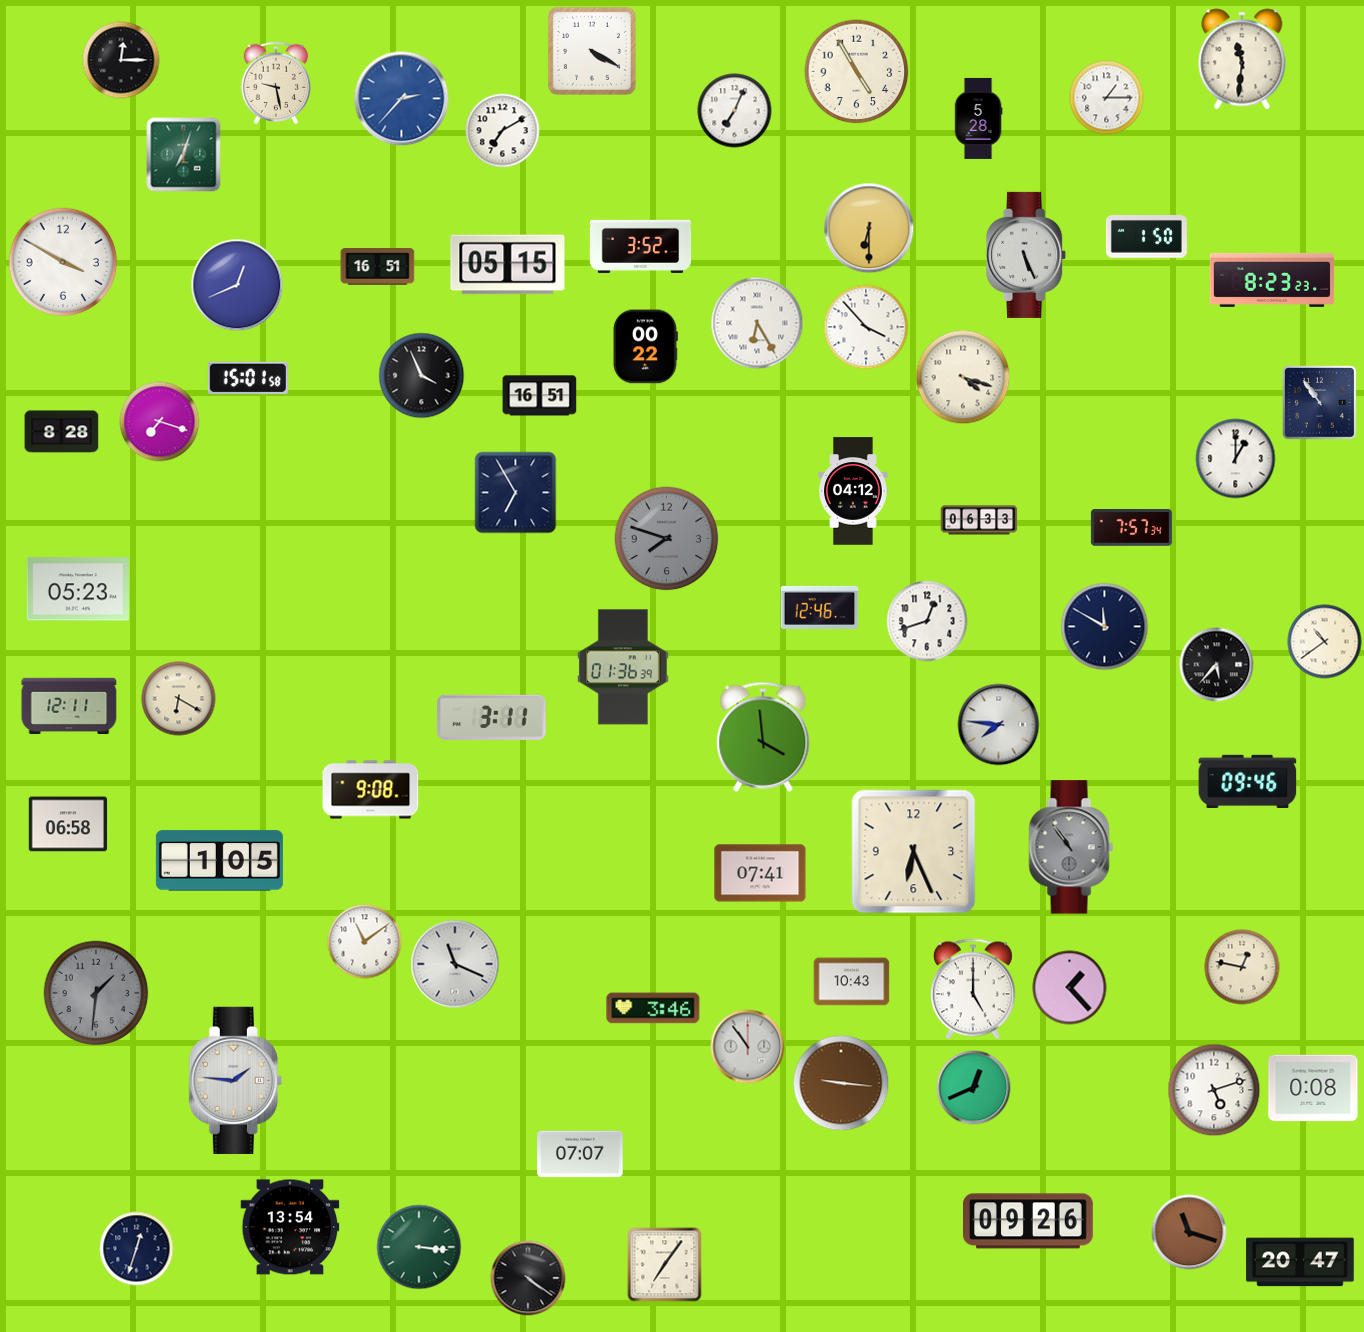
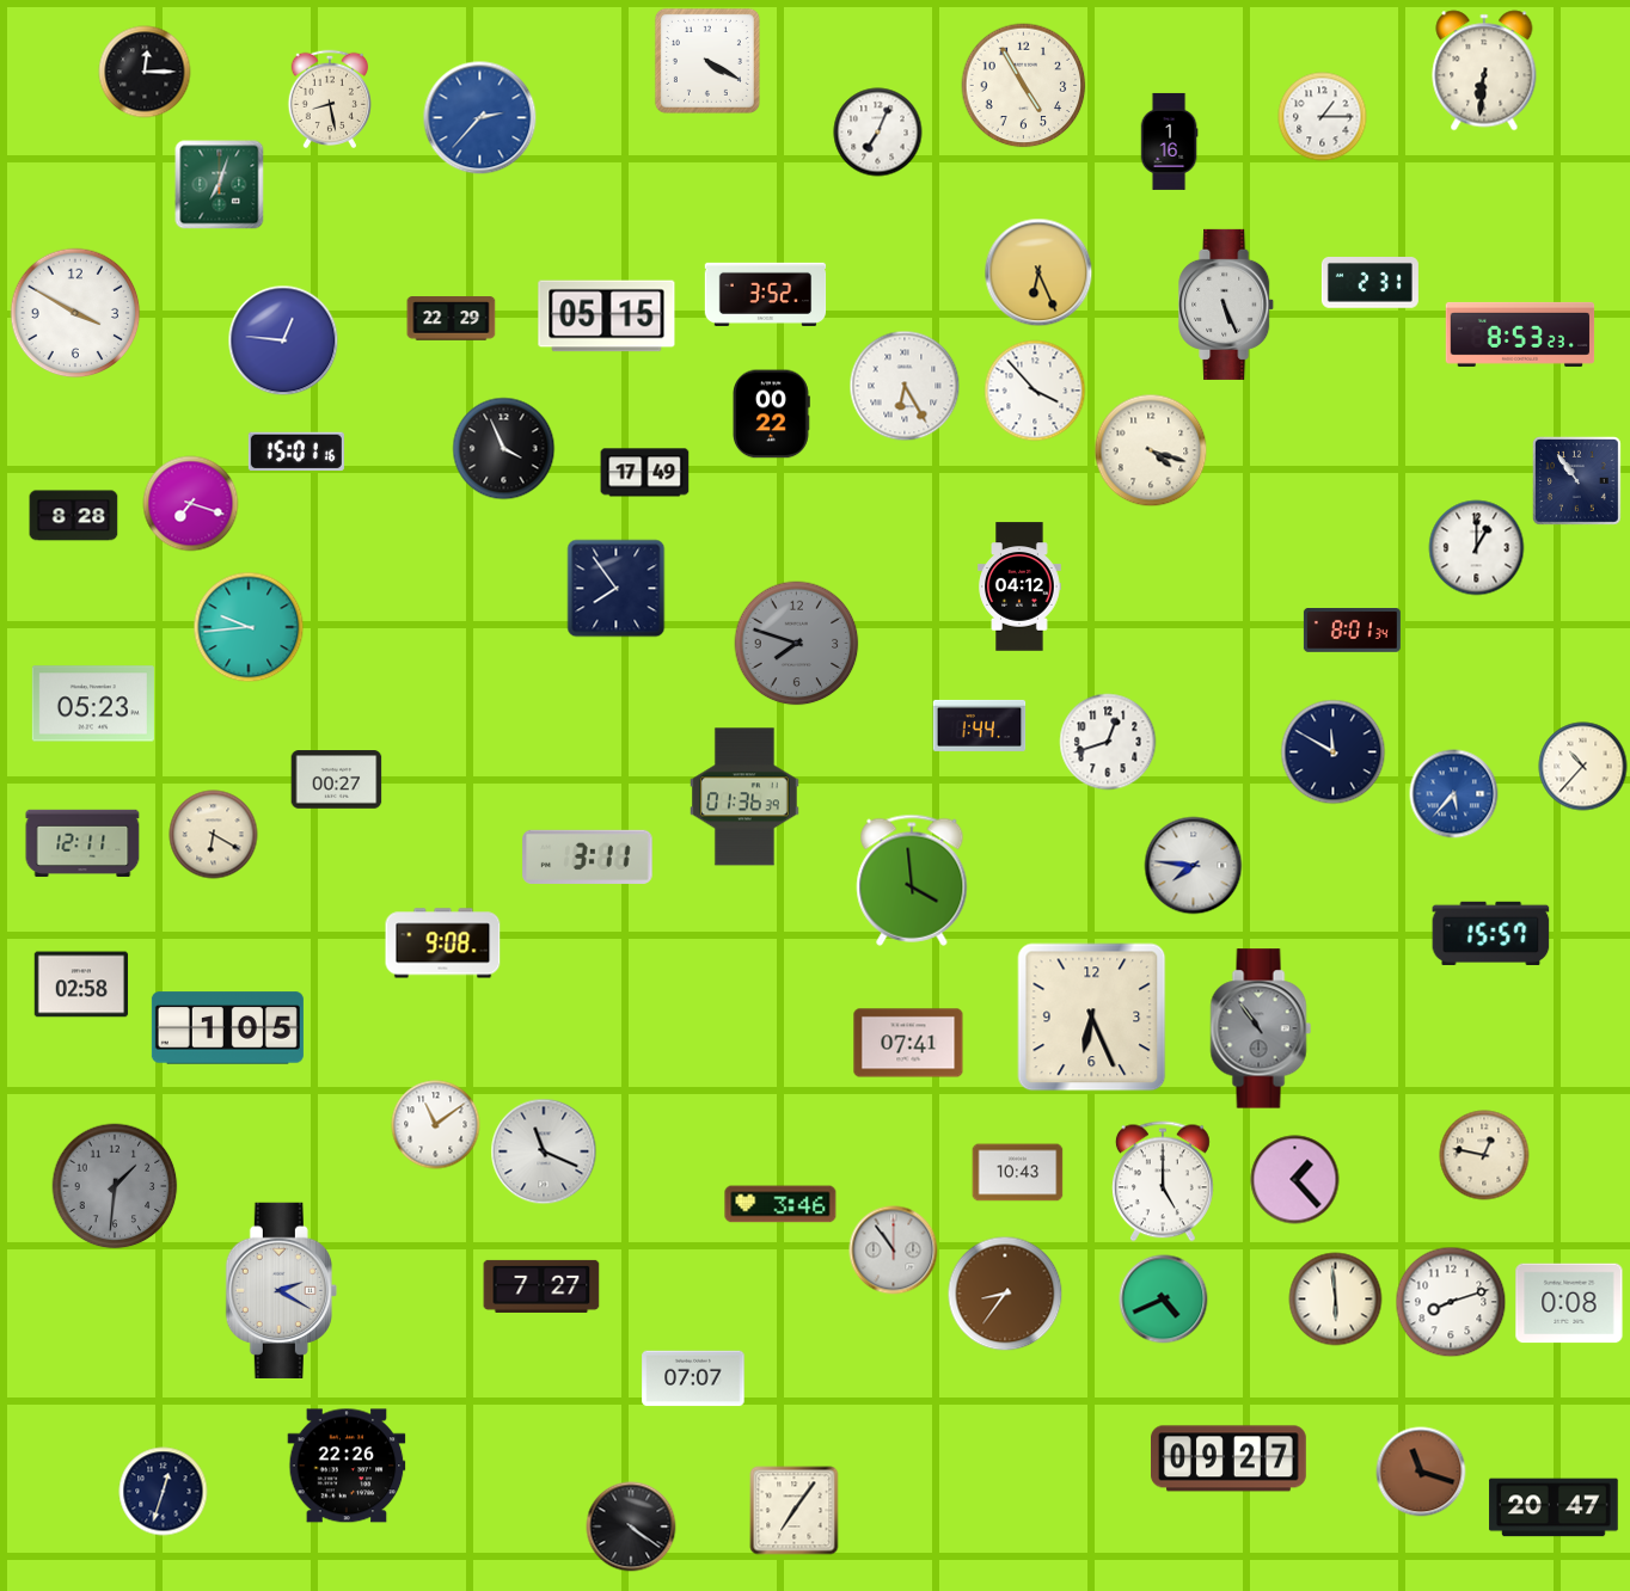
clock at (1242, 59): 11:31 -> 6:31
clock at (275, 82): 9:28 -> 8:28
clock at (978, 118): 5:28 -> 1:16
clock at (503, 131): 7:10 -> none
clock at (869, 228): 6:30 -> 6:26
clock at (1146, 237): 1:50 -> 2:31
clock at (378, 267): 16:51 -> 22:29
clock at (1272, 280): 8:23 -> 8:53
clock at (237, 285): 12:41 -> 12:46
clock at (248, 378): 15:01:58 -> 15:01:16
clock at (540, 396): 16:51 -> 17:49
clock at (516, 493): 6:55 -> 7:54
clock at (979, 520): 06:33 -> none
clock at (249, 627): none -> 9:44
clock at (1131, 528): 7:57 -> 8:01
clock at (820, 607): 12:46 -> 1:44
clock at (1105, 627) position: (1105, 627) -> (1334, 752)
clock at (1325, 642): 10:39 -> 10:37
clock at (337, 780): none -> 00:27
clock at (1217, 665) dial: black -> blue
clock at (1248, 781): 09:46 -> 15:57
clock at (68, 824): 06:58 -> 02:58
clock at (1071, 847) position: (1071, 847) -> (1261, 1028)
clock at (219, 861) position: (219, 861) -> (227, 1028)
clock at (1070, 988) position: (1070, 988) -> (1295, 1180)
clock at (541, 1286): none -> 7:27
clock at (235, 1080): 1:46 -> 2:20
clock at (841, 1083): 9:16 -> 8:36
clock at (974, 1088): 12:41 -> 4:41
clock at (1336, 1300): none -> 5:59
clock at (1313, 1088) position: (1313, 1088) -> (1569, 1303)
clock at (1214, 1090): 5:12 -> 8:12
clock at (1029, 1221): 09:26 -> 09:27
clock at (290, 1227): 13:54 -> 22:26
clock at (419, 1247): 3:16 -> none
